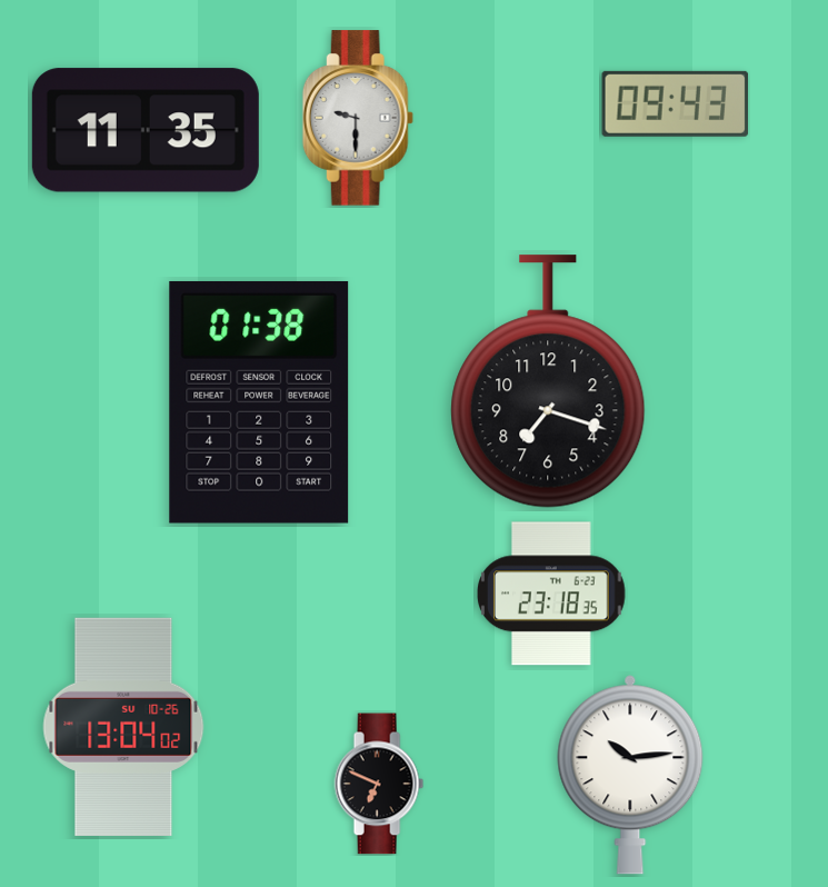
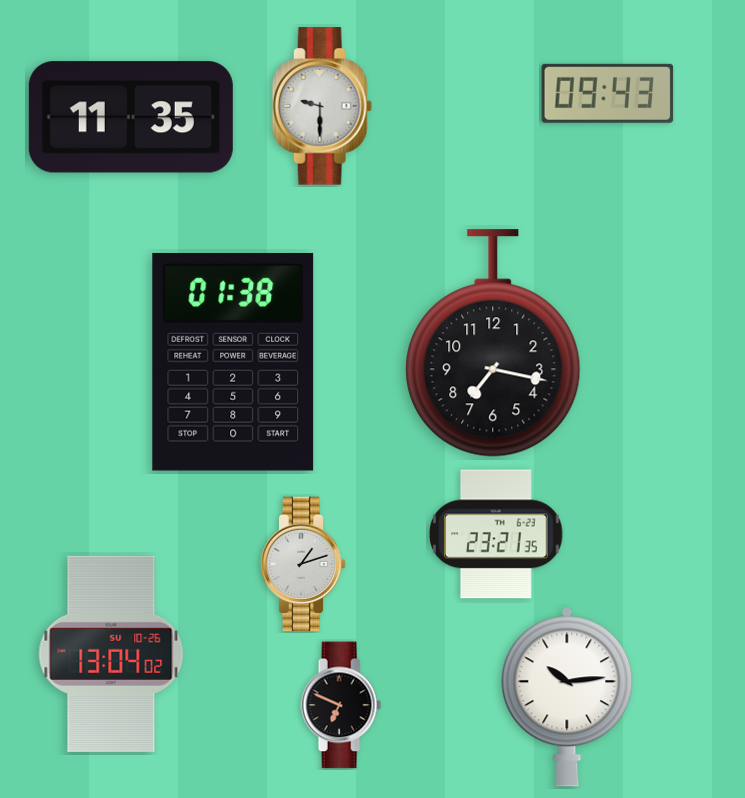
clock at (548, 381): 7:18 -> 7:17
clock at (552, 594): 23:18 -> 23:21
clock at (303, 564): none -> 1:12
